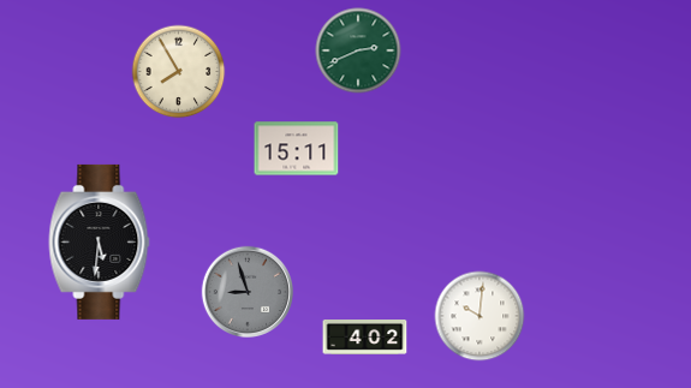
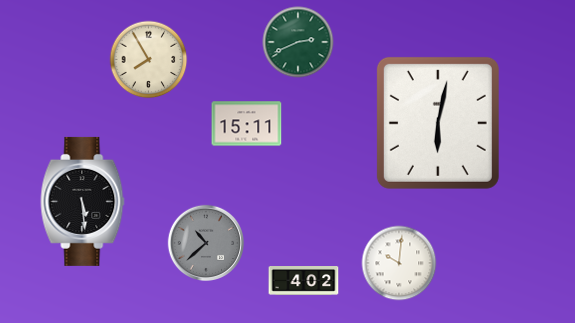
clock at (438, 123): none -> 6:02
clock at (100, 241): 5:31 -> 5:29
clock at (248, 292): 8:57 -> 10:38
